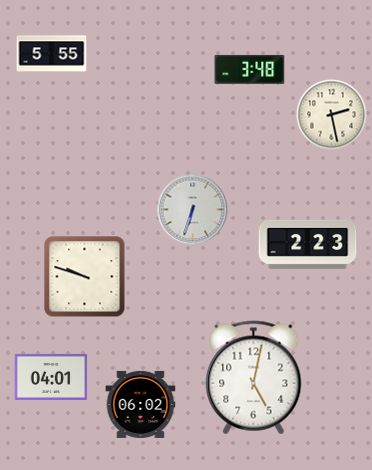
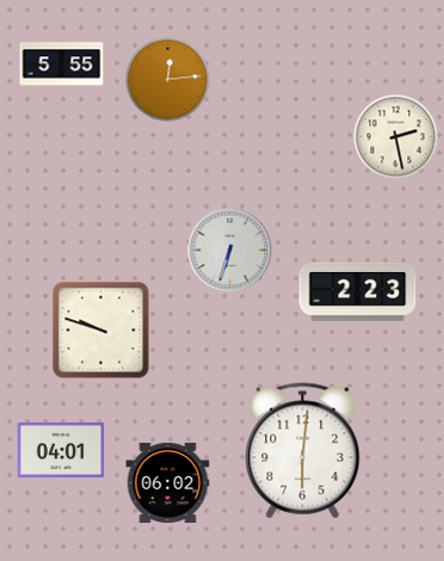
clock at (168, 80): none -> 12:14
clock at (250, 69): 3:48 -> none
clock at (308, 244) position: (308, 244) -> (358, 291)
clock at (254, 378): 5:02 -> 6:01
